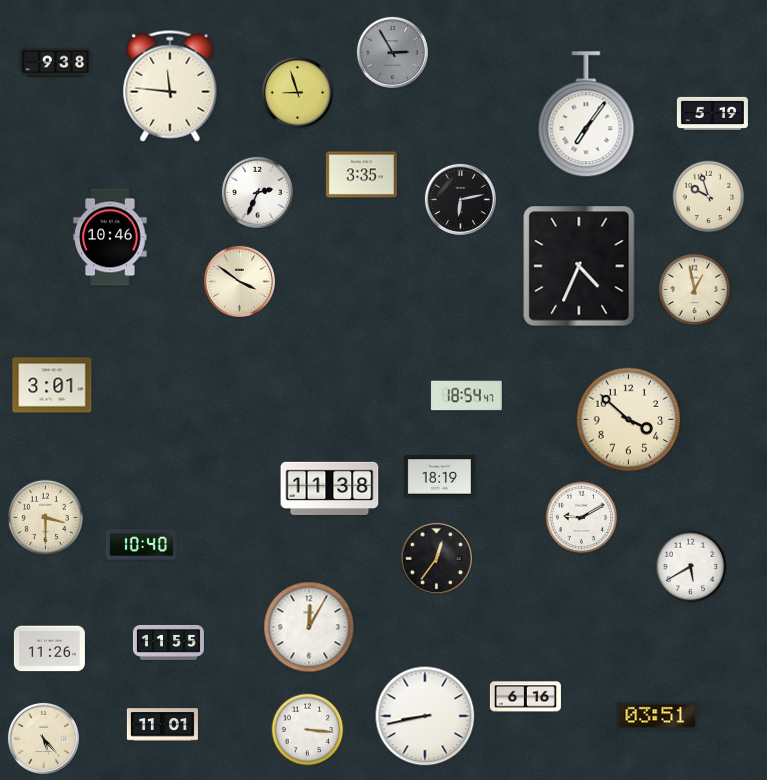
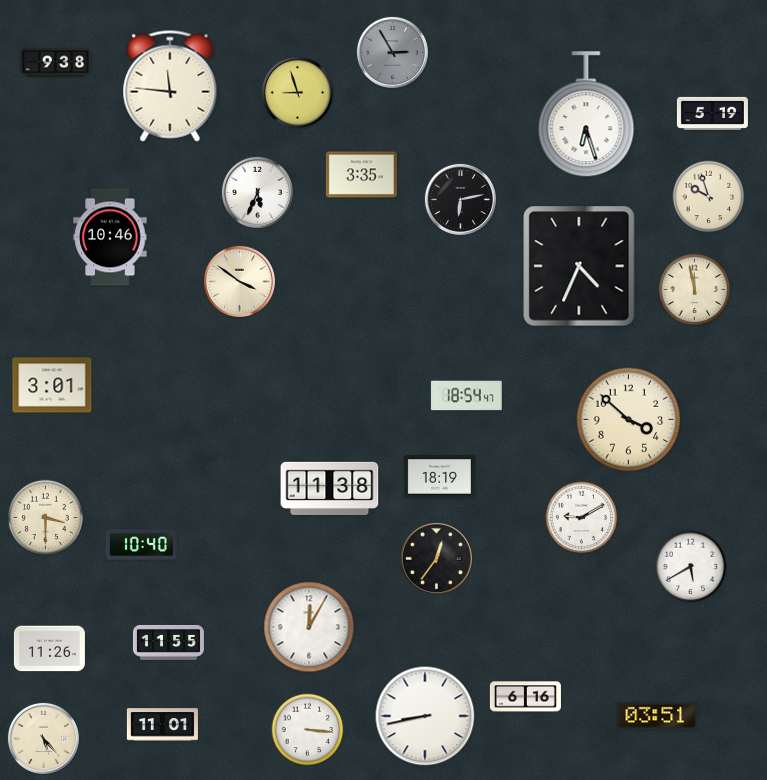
clock at (586, 115): 7:06 -> 6:27
clock at (257, 192): 2:34 -> 5:34
clock at (695, 290): 12:58 -> 11:58
